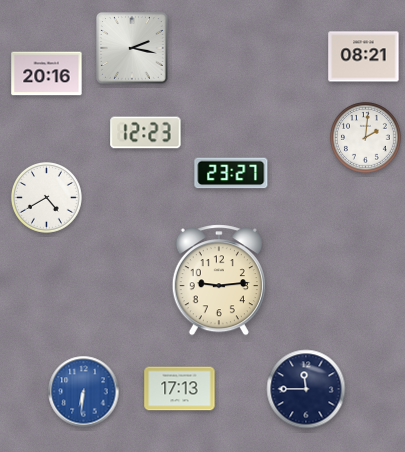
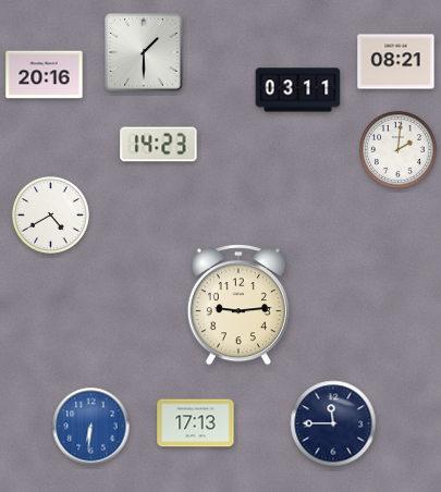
clock at (132, 48): 2:17 -> 1:30
clock at (47, 74) position: (47, 74) -> (45, 75)
clock at (298, 90): none -> 03:11
clock at (146, 133): 12:23 -> 14:23
clock at (231, 173): 23:27 -> none
